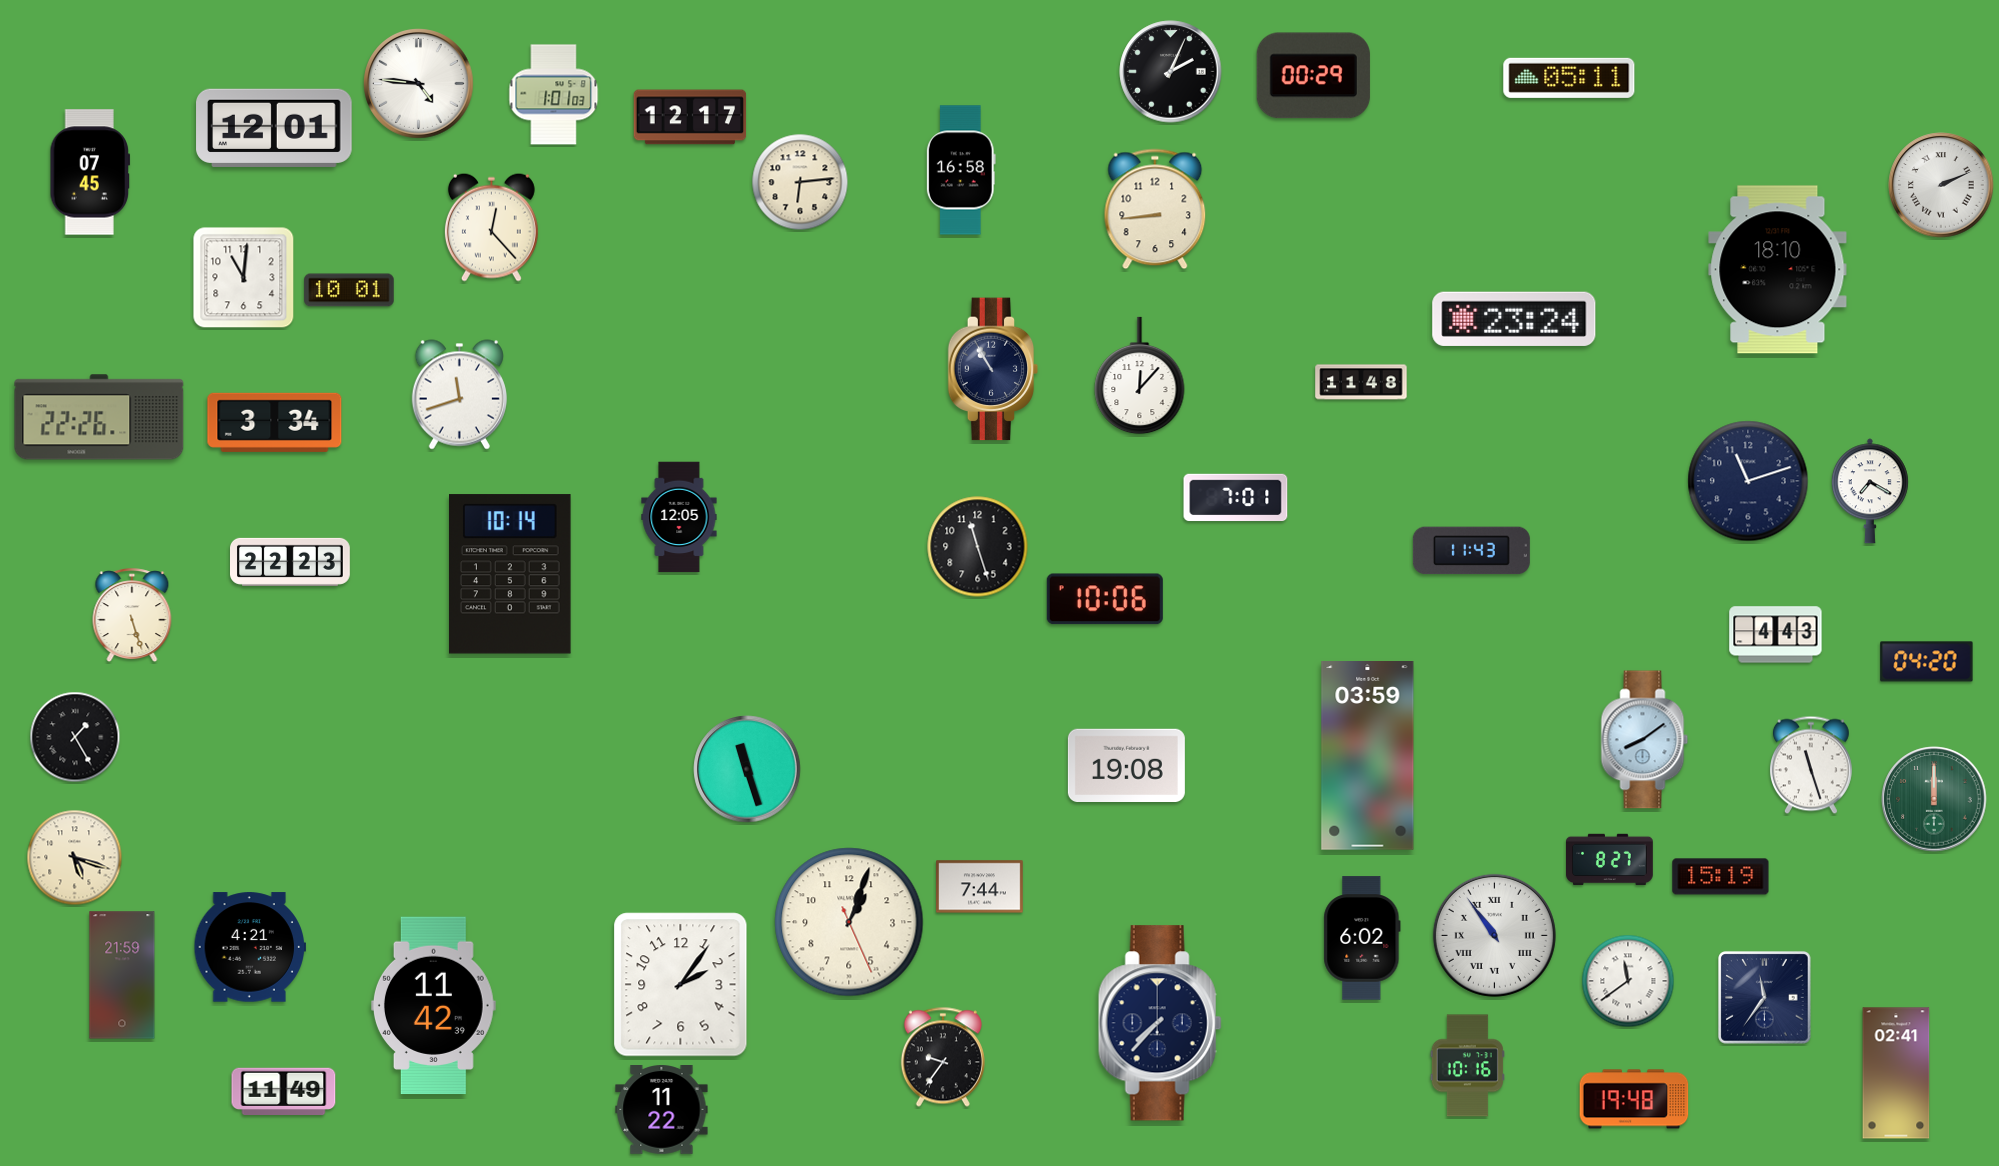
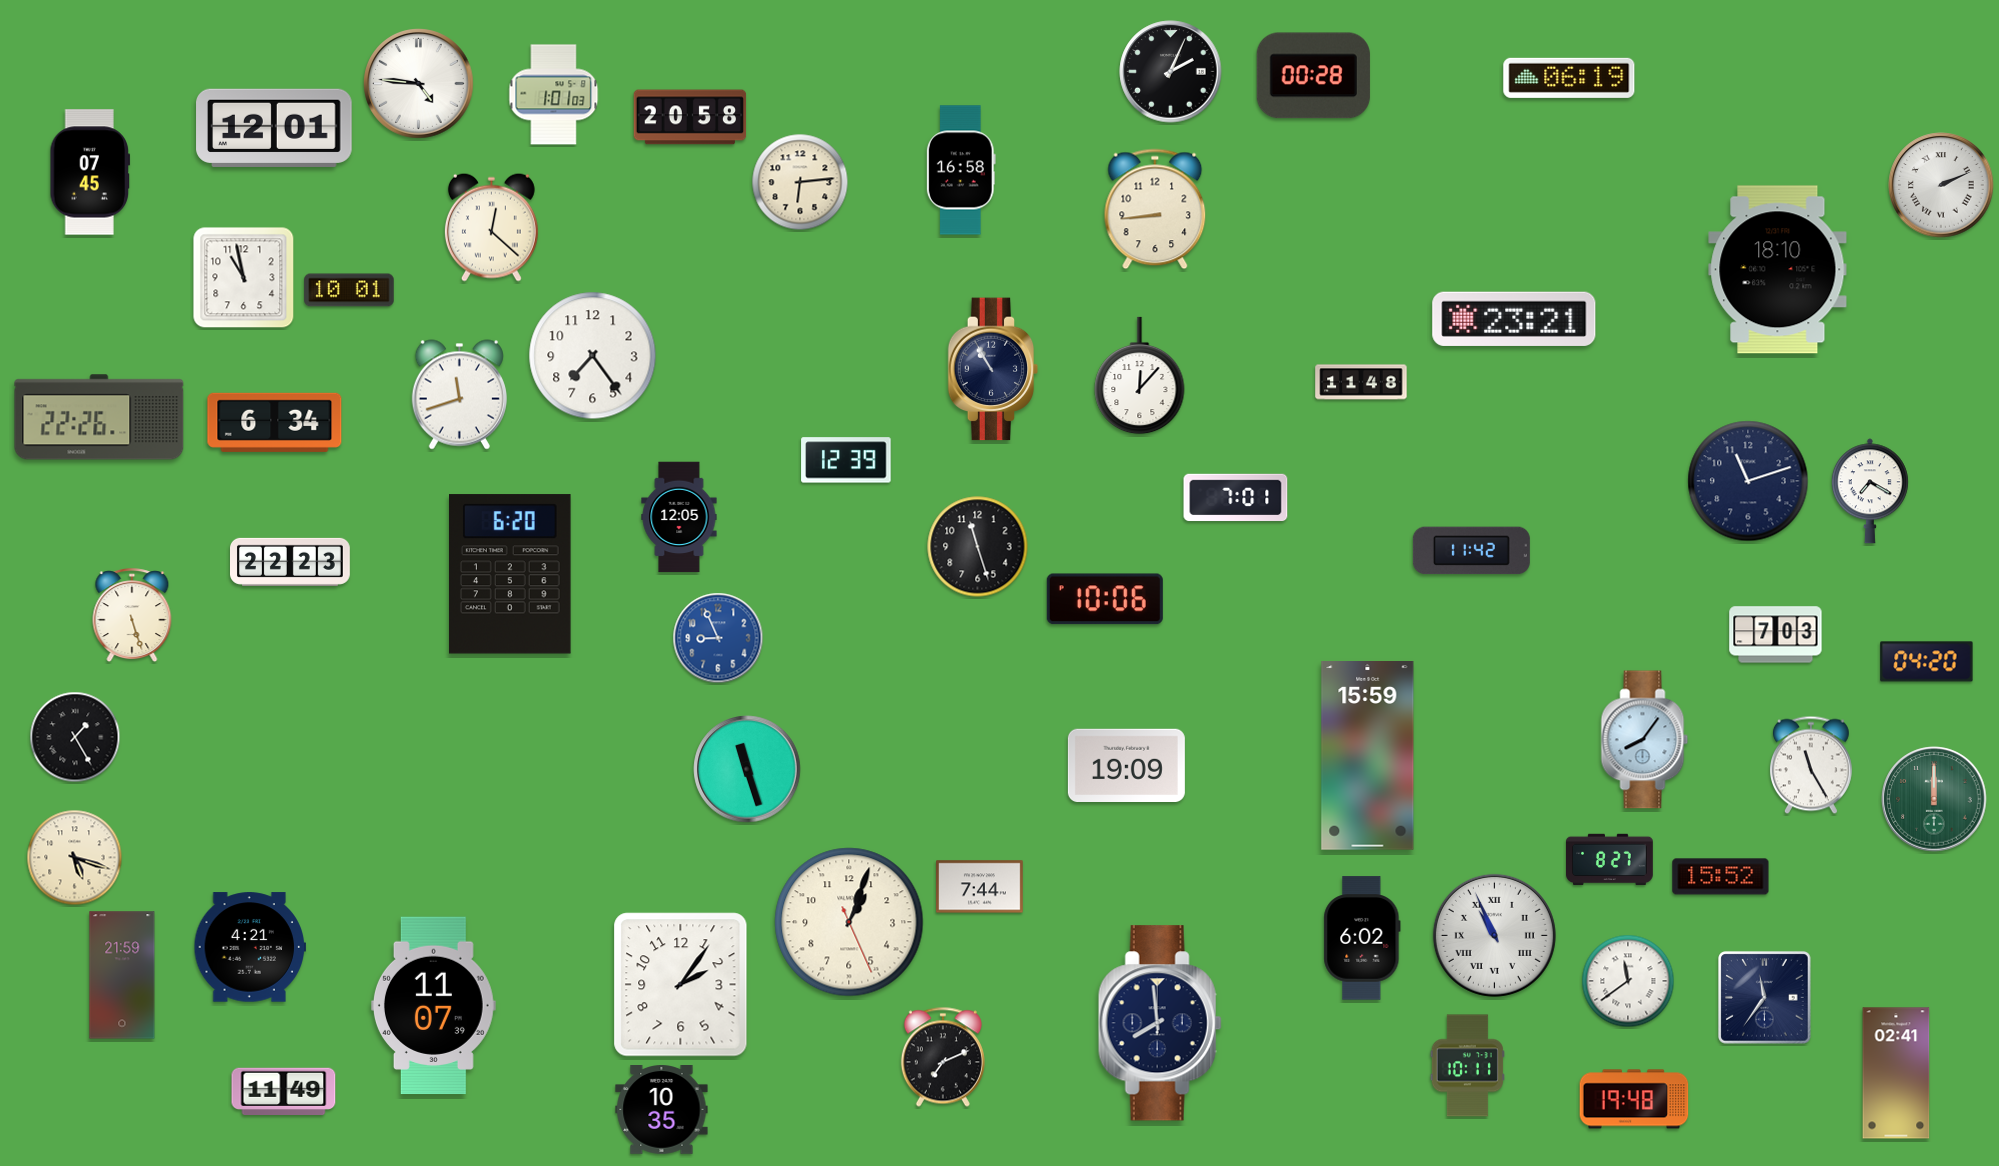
clock at (1313, 76): 00:29 -> 00:28
clock at (1569, 78): 05:11 -> 06:19
clock at (690, 117): 12:17 -> 20:58
clock at (491, 227): 12:23 -> 12:22
clock at (244, 278): 11:01 -> 10:58
clock at (1514, 319): 23:24 -> 23:21
clock at (593, 356): none -> 7:24
clock at (275, 422): 3:34 -> 6:34
clock at (846, 460): none -> 12:39
clock at (1471, 551): 11:43 -> 11:42
clock at (511, 574): 10:14 -> 6:20
clock at (1776, 635): 4:43 -> 7:03
clock at (718, 638): none -> 8:56
clock at (1645, 740): 8:09 -> 8:06
clock at (1368, 756): 03:59 -> 15:59
clock at (1126, 765): 19:08 -> 19:09
clock at (1811, 765): 11:27 -> 11:25
clock at (1721, 877): 15:19 -> 15:52
clock at (1494, 935): 10:54 -> 10:56
clock at (433, 1006): 11:42 -> 11:07
clock at (1160, 1023): 7:37 -> 7:59
clock at (943, 1057): 9:36 -> 7:11
clock at (1467, 1066): 10:16 -> 10:11
clock at (662, 1110): 11:22 -> 10:35
